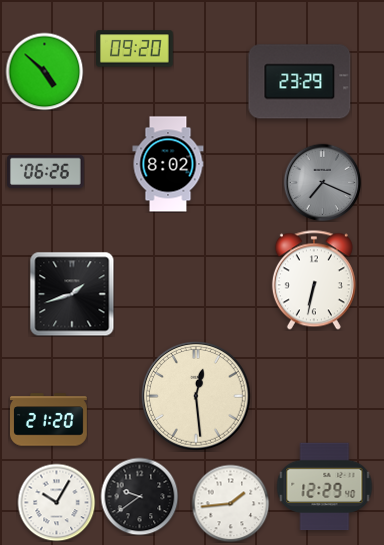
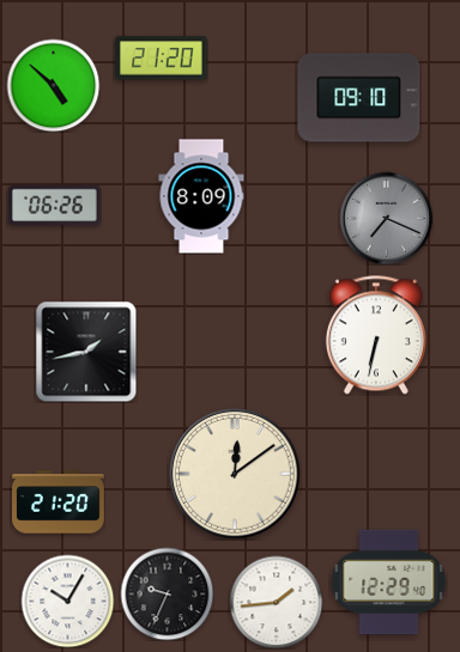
clock at (135, 49): 09:20 -> 21:20
clock at (300, 82): 23:29 -> 09:10
clock at (168, 164): 8:02 -> 8:09
clock at (72, 294): 1:42 -> 1:43
clock at (196, 396): 12:29 -> 12:09
clock at (139, 496): 9:39 -> 9:34
